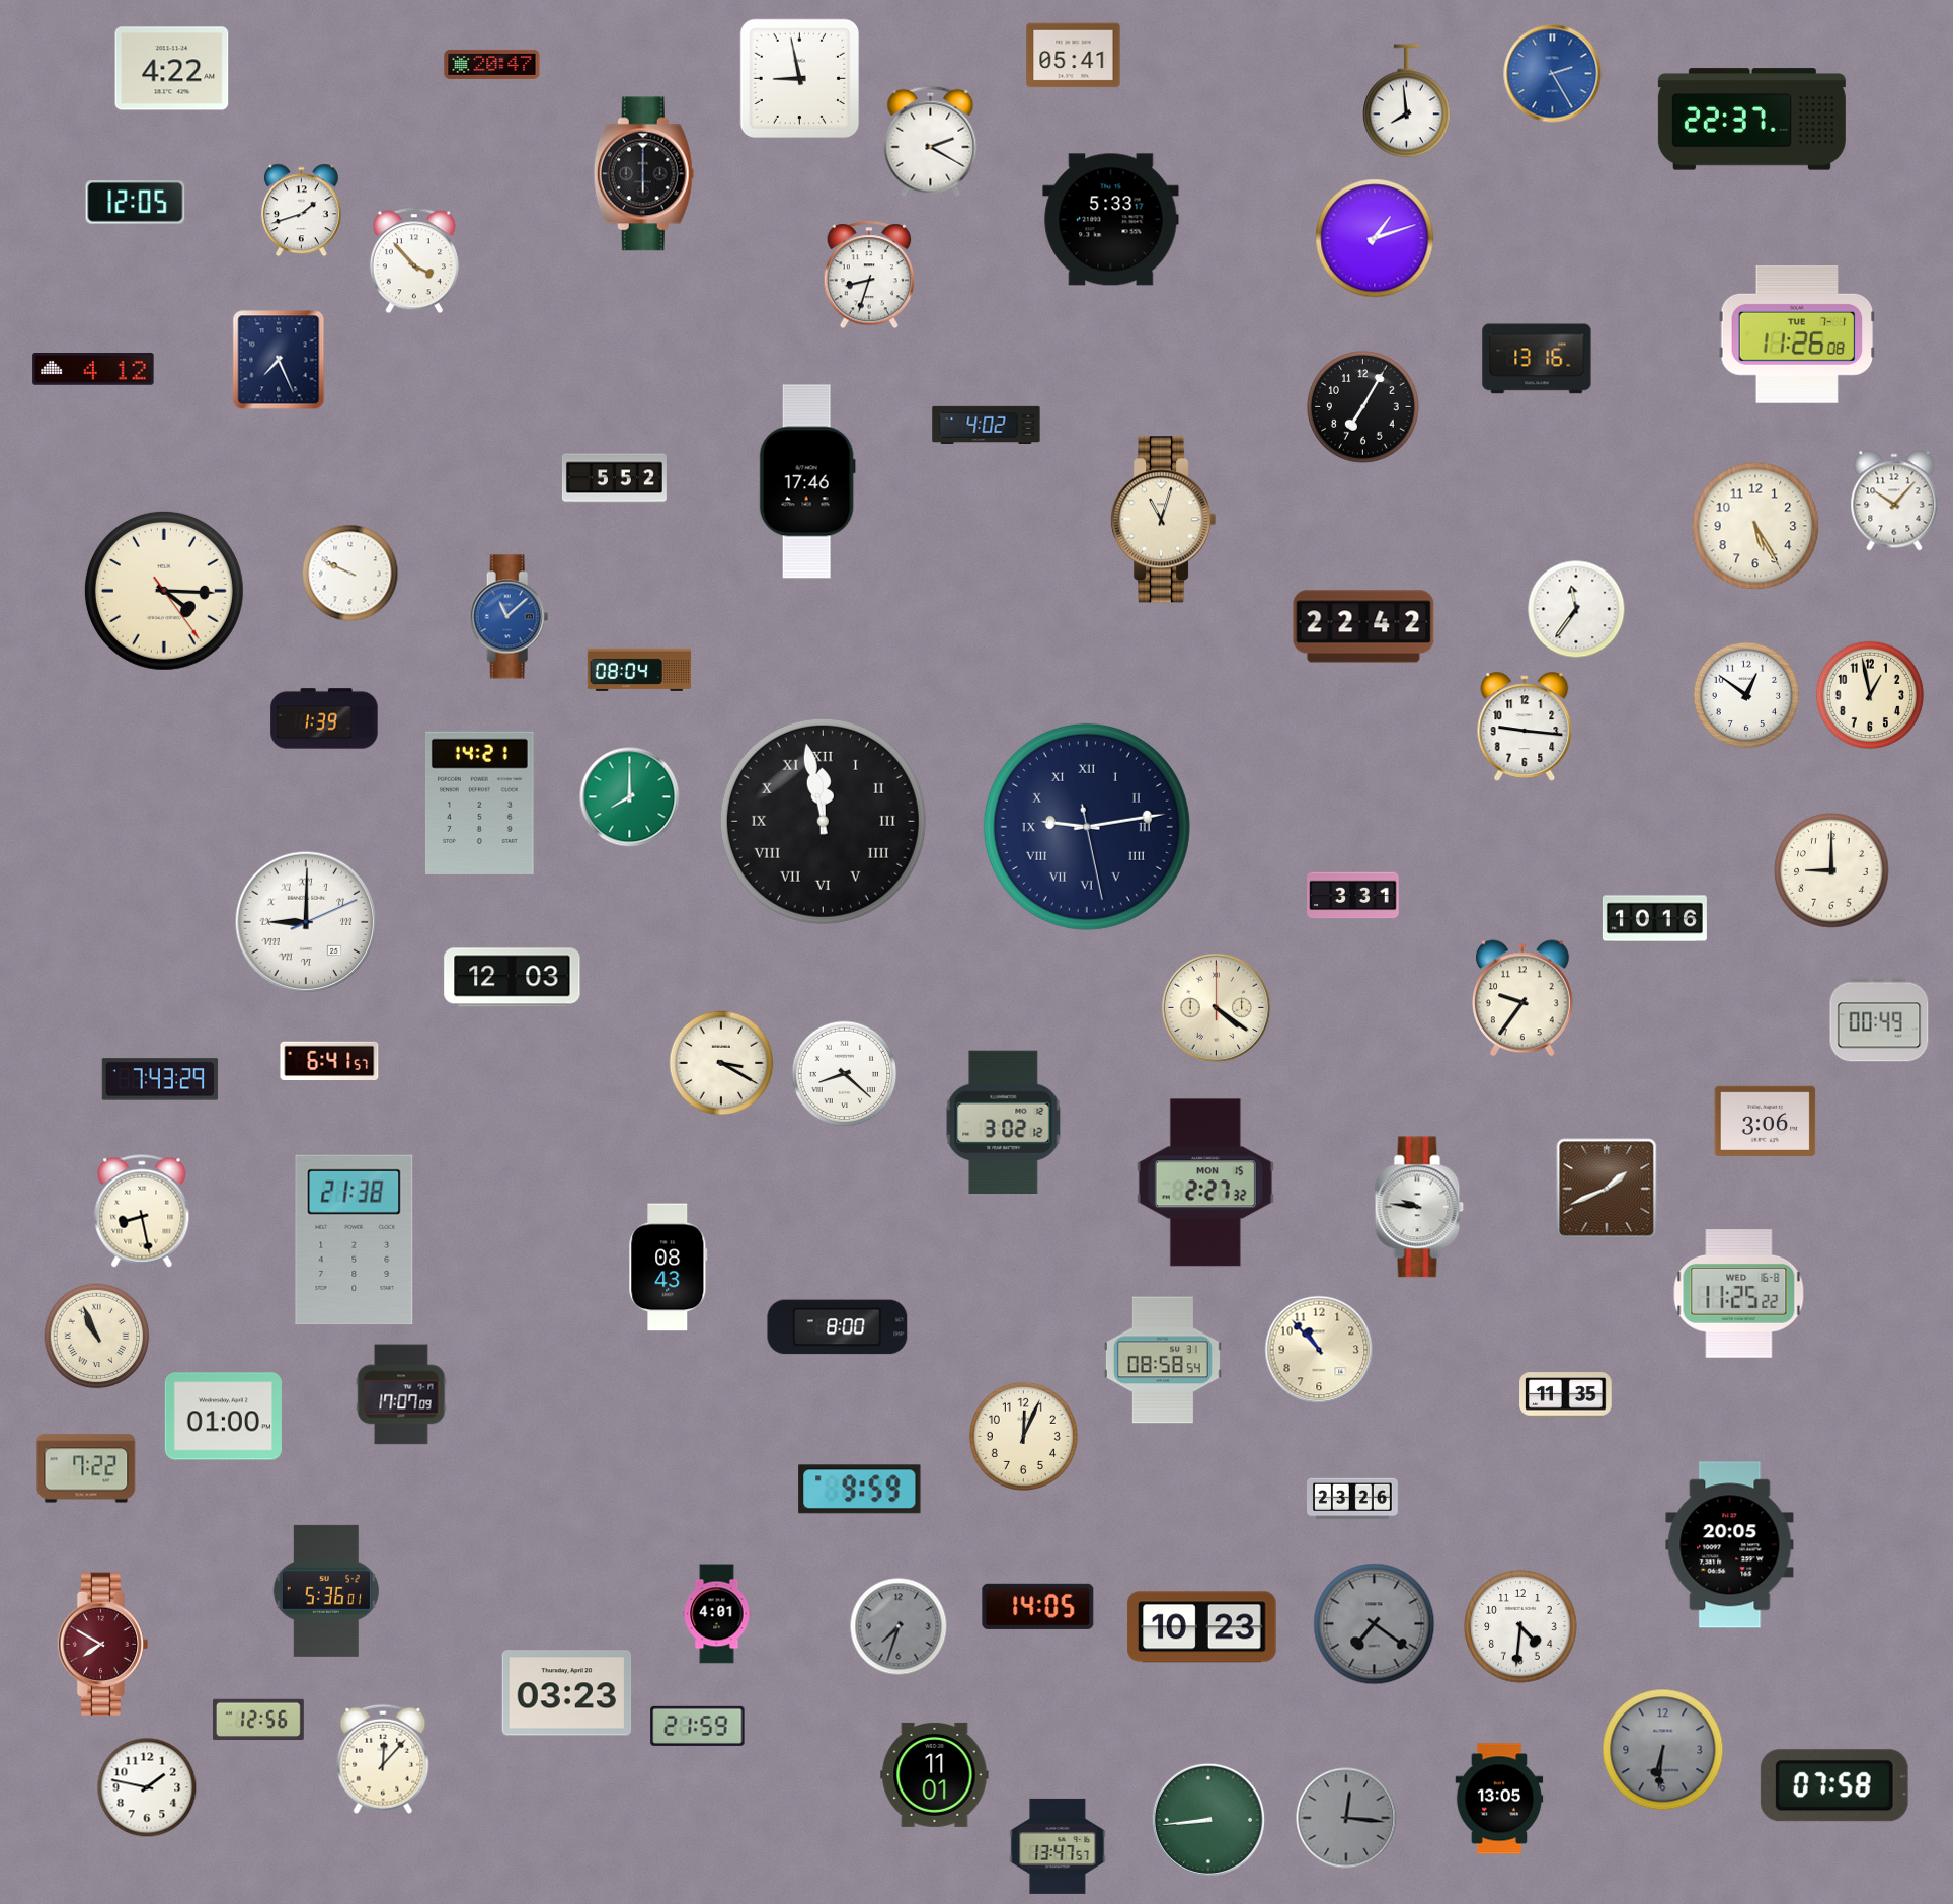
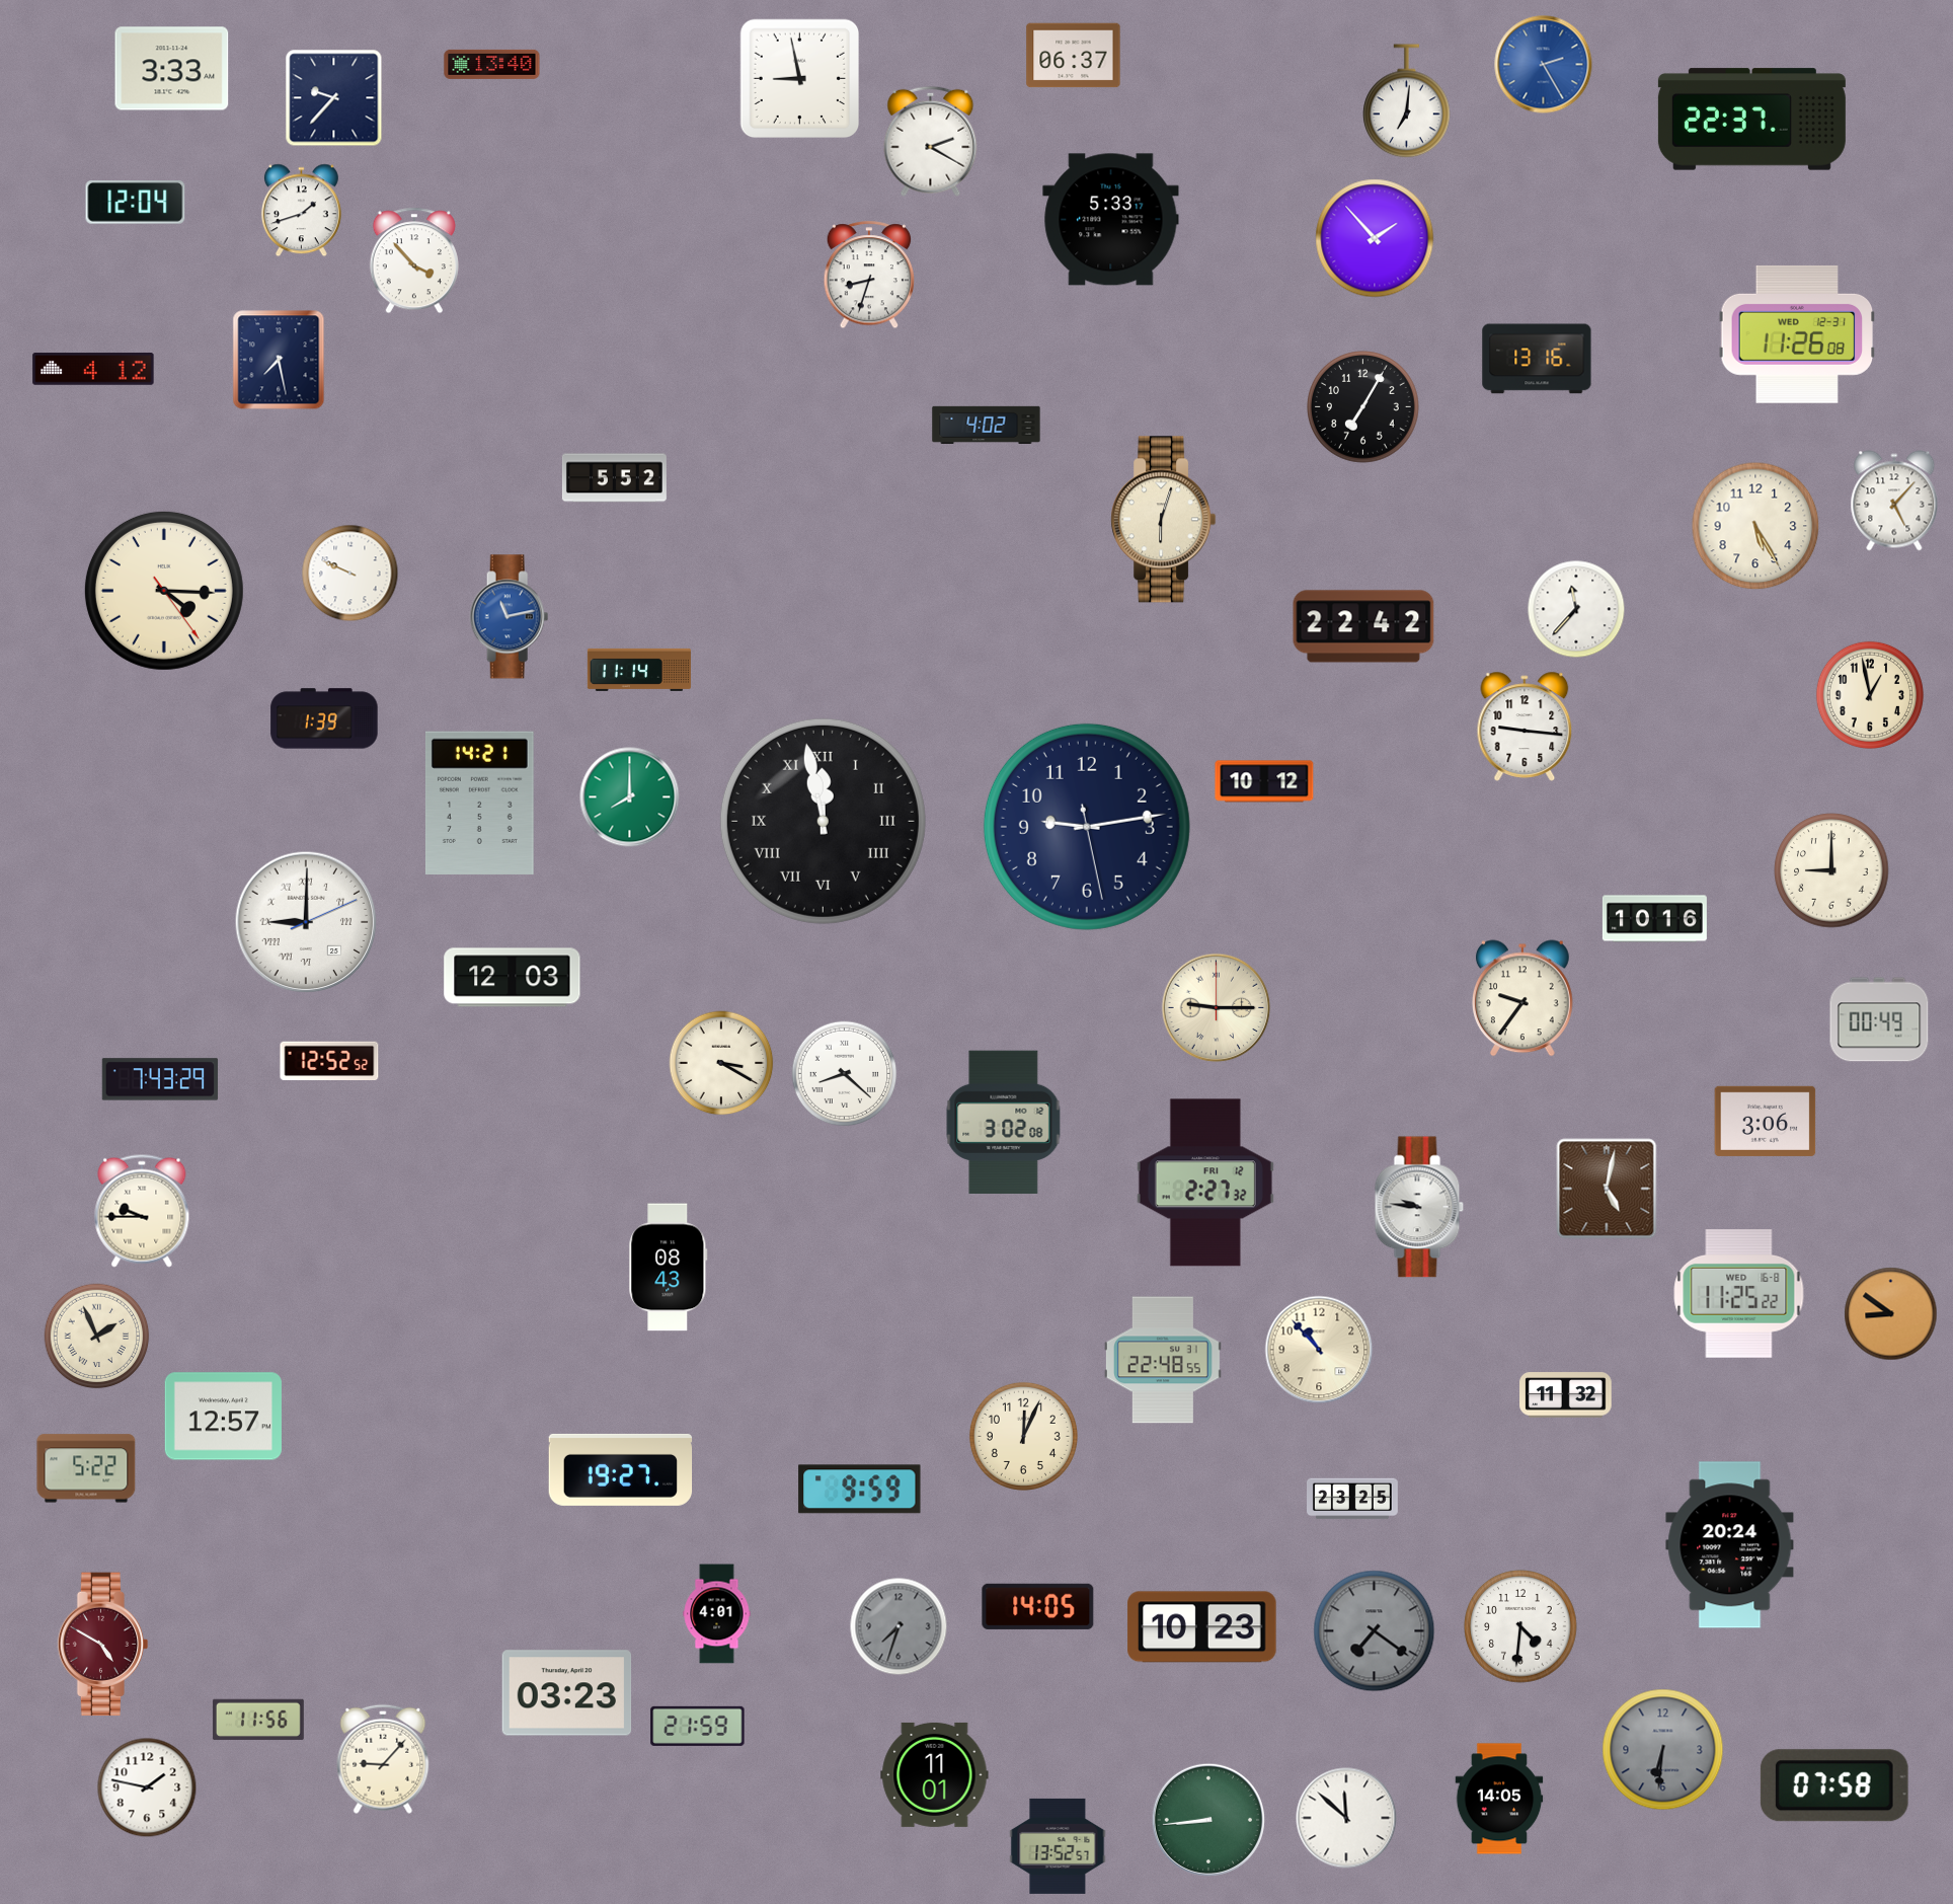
clock at (1074, 56): 05:41 -> 06:37
clock at (492, 64): 20:47 -> 13:40
clock at (172, 69): 4:22 -> 3:33
clock at (1553, 74) position: (1553, 74) -> (1544, 65)
clock at (334, 98): none -> 9:37
clock at (1407, 101): 7:59 -> 7:01
clock at (643, 174): 6:00 -> none
clock at (136, 203): 12:05 -> 12:04
clock at (1375, 238): 1:12 -> 1:53
clock at (1797, 334) date: TUE 7-1 -> WED 12-31
clock at (279, 360): 7:26 -> 7:28
clock at (807, 481): 17:46 -> none
clock at (1894, 501): 10:07 -> 5:07
clock at (1164, 520): 11:03 -> 6:03
clock at (1576, 609): 11:36 -> 11:37
clock at (510, 617): 11:08 -> 11:13
clock at (639, 670): 08:04 -> 11:14
clock at (1746, 695): 12:51 -> none
clock at (1264, 781): none -> 10:12
clock at (1087, 827) numerals: Roman -> Arabic
clock at (1353, 896): 3:31 -> none
clock at (1217, 1008): 4:21 -> 9:15
clock at (329, 1061): 6:41 -> 12:52
clock at (1004, 1123): 3:02:12 -> 3:02:08
clock at (1205, 1183) date: MON 15 -> FRI 12
clock at (1607, 1189): 1:41 -> 5:02
clock at (142, 1211): 8:28 -> 9:45
clock at (355, 1240): 21:38 -> none
clock at (1891, 1314): none -> 8:51
clock at (838, 1327): 8:00 -> none
clock at (97, 1337): 10:56 -> 1:56
clock at (1163, 1360): 08:58 -> 22:48
clock at (401, 1394): 17:07 -> none
clock at (1566, 1395): 11:35 -> 11:32
clock at (223, 1417): 01:00 -> 12:57
clock at (86, 1468): 7:22 -> 5:22
clock at (621, 1469): none -> 19:27
clock at (1353, 1499): 23:26 -> 23:25
clock at (1730, 1545): 20:05 -> 20:24
clock at (326, 1591): 5:36 -> none
clock at (1375, 1624) position: (1375, 1624) -> (1375, 1631)
clock at (103, 1645): 7:50 -> 4:50
clock at (258, 1720): 12:56 -> 11:56
clock at (383, 1759): 12:07 -> 9:07
clock at (1499, 1799): 13:05 -> 14:05
clock at (1346, 1818): 12:16 -> 11:52
clock at (1346, 1818) dial: grey -> white
clock at (1058, 1846): 13:47 -> 13:52
